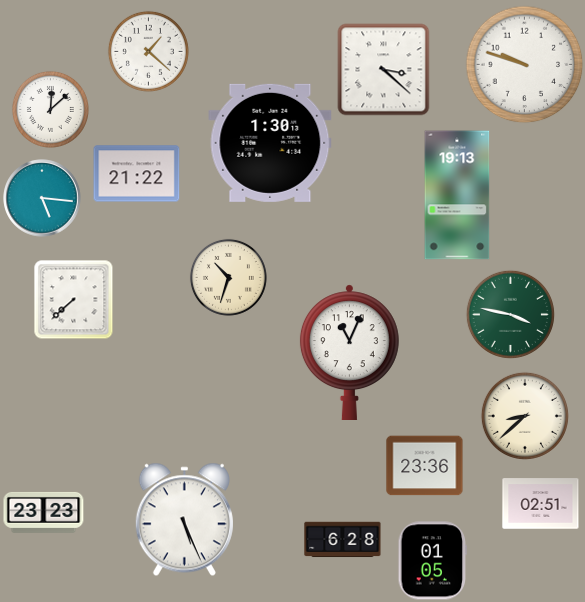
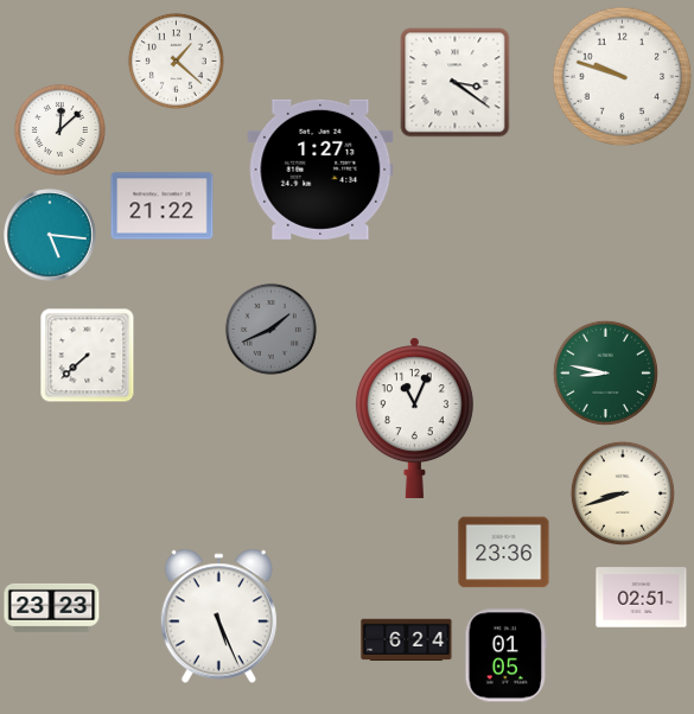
clock at (384, 70): 3:22 -> 3:21
clock at (270, 143): 1:30 -> 1:27
clock at (457, 195): 19:13 -> none
clock at (228, 277): 10:33 -> 1:41
clock at (228, 277) dial: cream -> grey
clock at (510, 314): 3:47 -> 8:47
clock at (525, 416): 8:38 -> 8:42
clock at (343, 540): 6:28 -> 6:24
clock at (433, 561) position: (433, 561) -> (507, 656)
